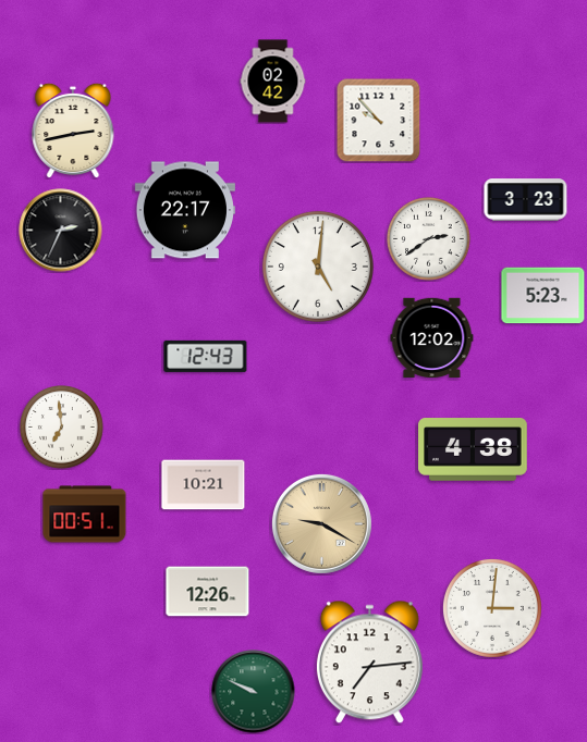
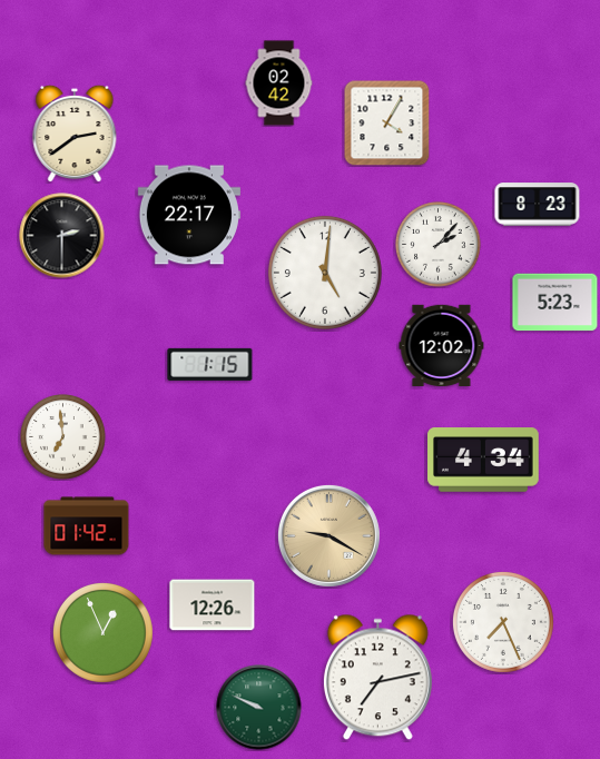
clock at (378, 120): 9:53 -> 4:05
clock at (73, 131): 2:43 -> 2:39
clock at (526, 200): 3:23 -> 8:23
clock at (61, 231): 2:34 -> 2:30
clock at (429, 239): 2:39 -> 2:07
clock at (206, 356): 12:43 -> 1:15
clock at (473, 449): 4:38 -> 4:34
clock at (204, 485): 10:21 -> none
clock at (85, 515): 00:51 -> 01:42
clock at (492, 608): 3:01 -> 7:26
clock at (102, 632): none -> 12:56
clock at (369, 663): 7:14 -> 7:13
